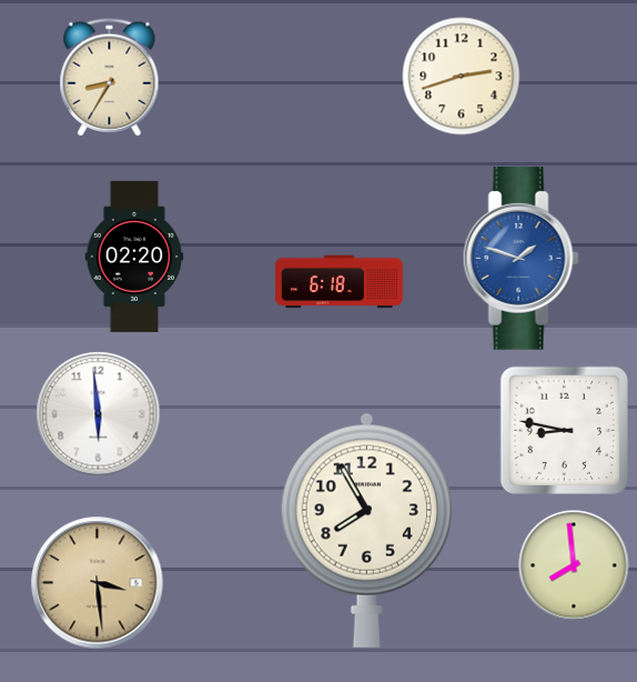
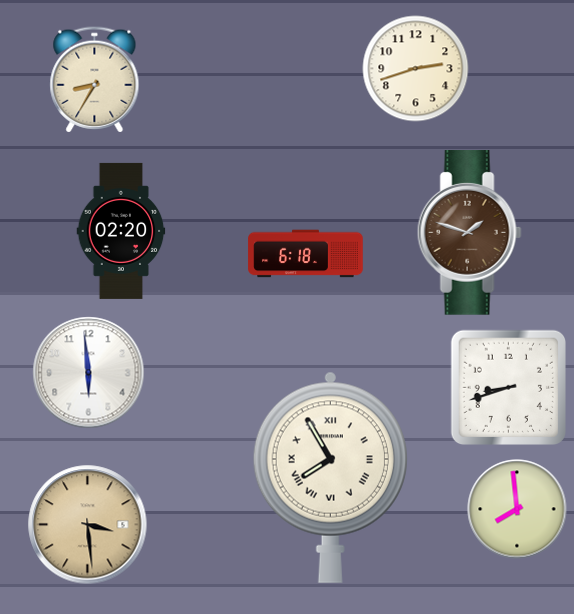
clock at (110, 78) position: (110, 78) -> (95, 80)
clock at (520, 259) dial: blue -> brown
clock at (564, 430): 8:47 -> 8:42
clock at (366, 530) numerals: Arabic -> Roman
